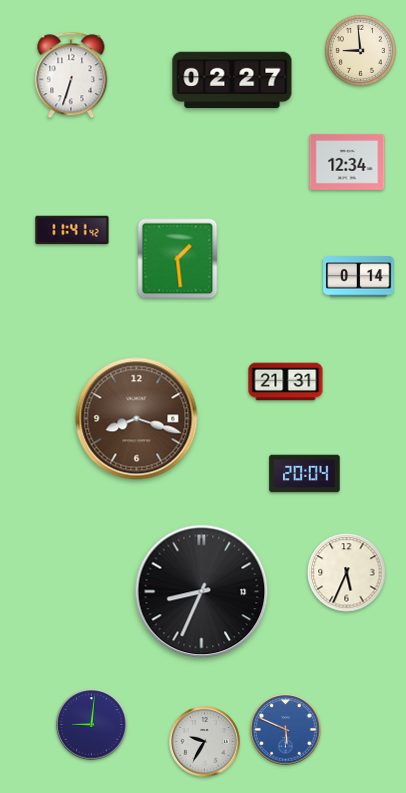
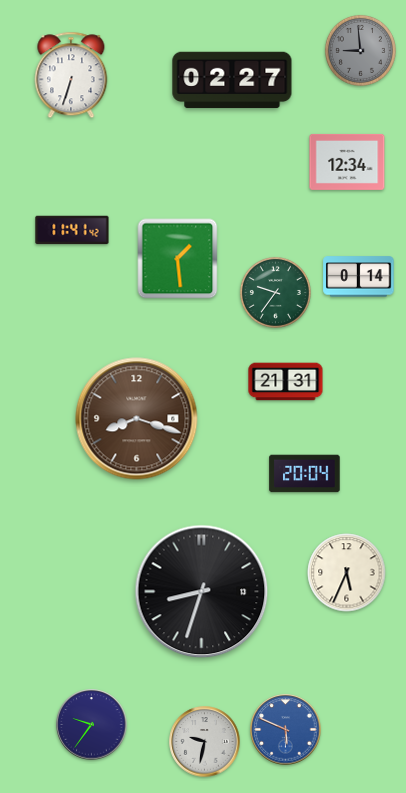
clock at (360, 50) dial: cream -> grey
clock at (275, 292): none -> 9:36
clock at (202, 592): 8:34 -> 8:33
clock at (92, 725): 9:01 -> 9:36
clock at (205, 742): 9:35 -> 9:32
